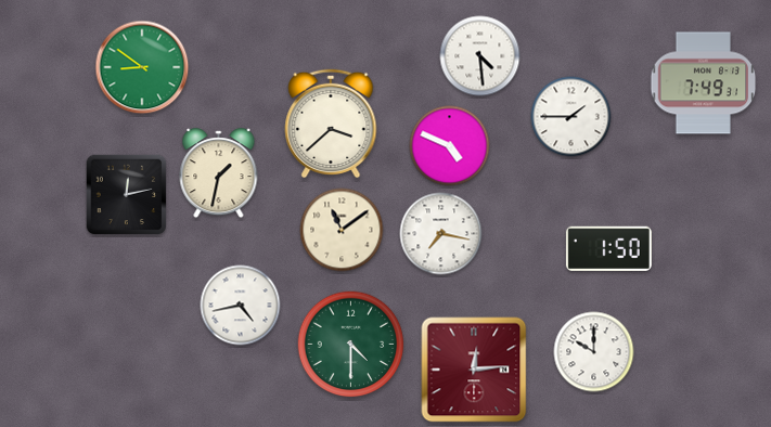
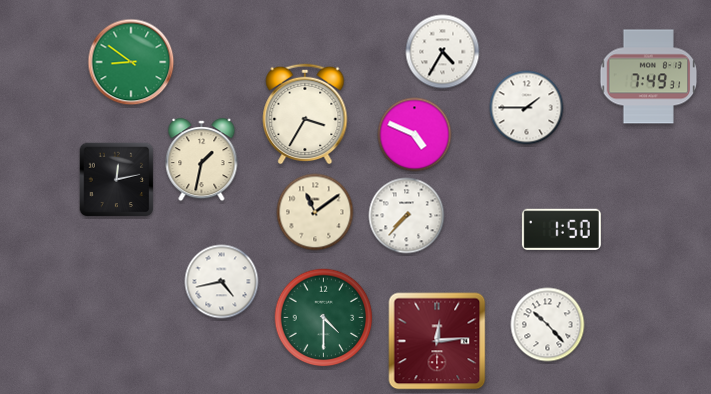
clock at (480, 56): 4:29 -> 4:35
clock at (331, 124): 3:38 -> 3:35
clock at (441, 234): 7:17 -> 7:37
clock at (594, 352): 10:00 -> 10:23
